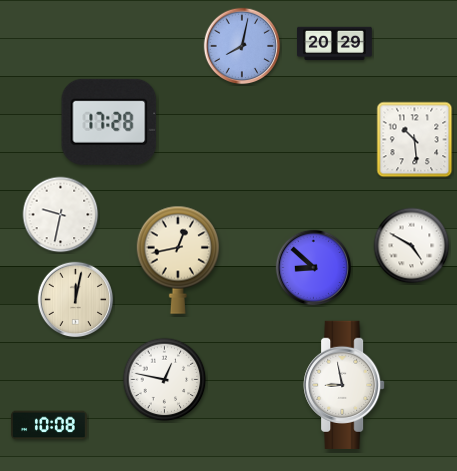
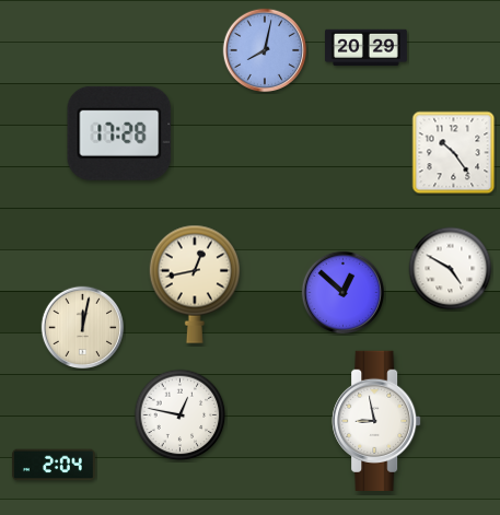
clock at (415, 140): 10:29 -> 10:24
clock at (61, 215): 9:32 -> none
clock at (314, 268): 8:52 -> 12:52
clock at (49, 425): 10:08 -> 2:04
